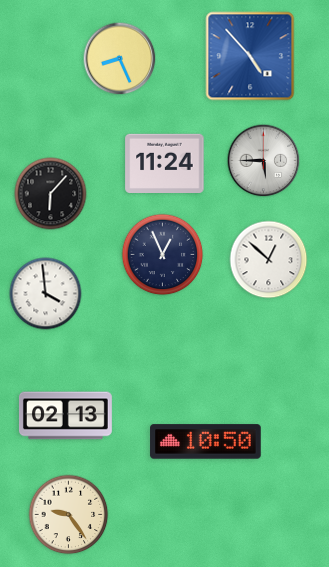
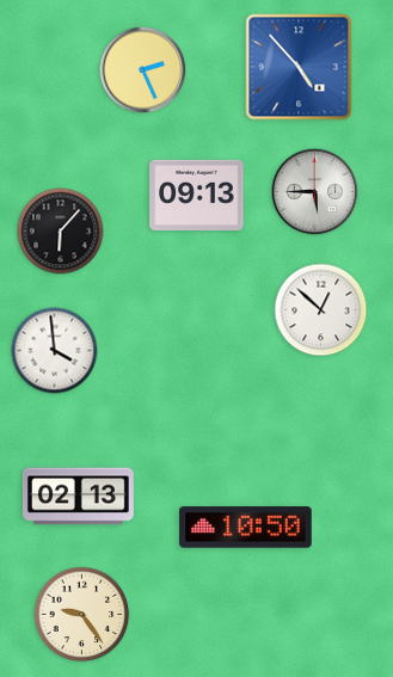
clock at (120, 59): 8:26 -> 2:26
clock at (165, 163): 11:24 -> 09:13
clock at (163, 255): 12:56 -> none
